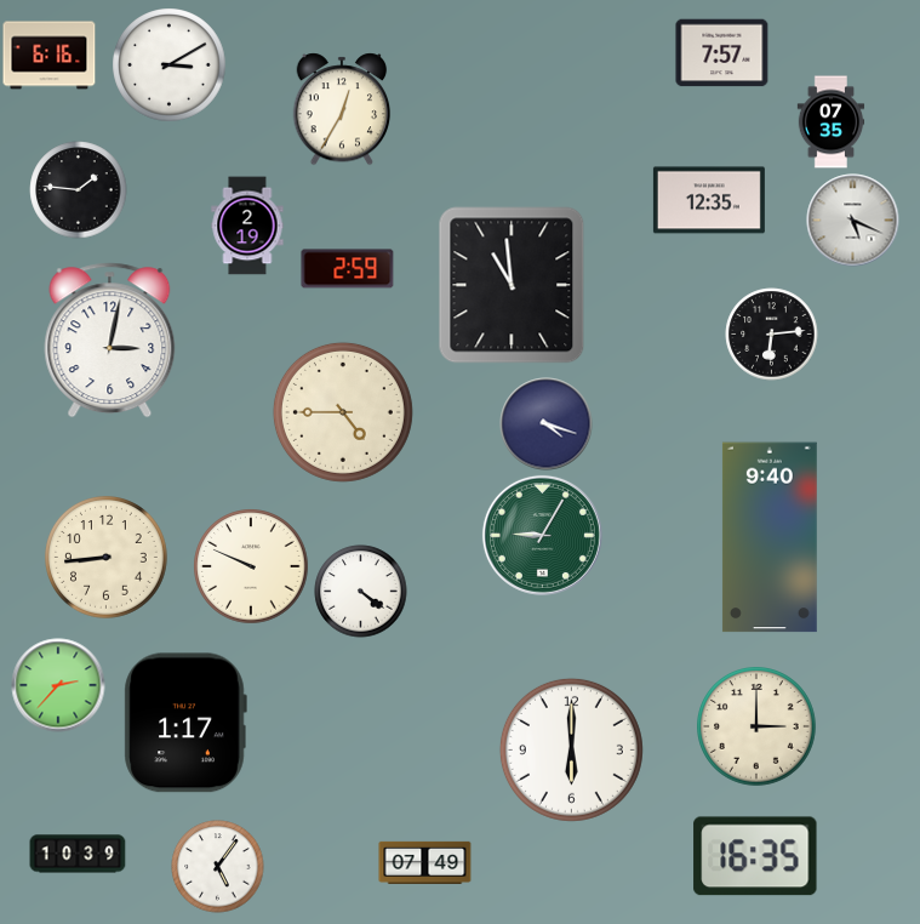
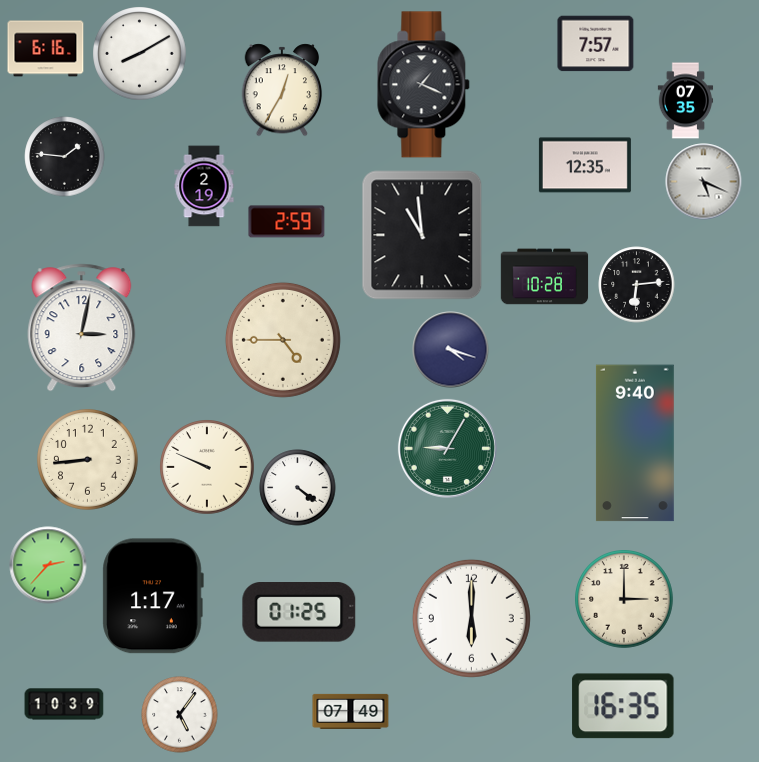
clock at (50, 56) position: (50, 56) -> (46, 49)
clock at (170, 65): 3:10 -> 8:10
clock at (424, 85): none -> 1:19
clock at (772, 335) position: (772, 335) -> (637, 285)
clock at (545, 277): none -> 10:28
clock at (110, 341) position: (110, 341) -> (82, 328)
clock at (542, 535) position: (542, 535) -> (447, 448)
clock at (299, 613): none -> 01:25
